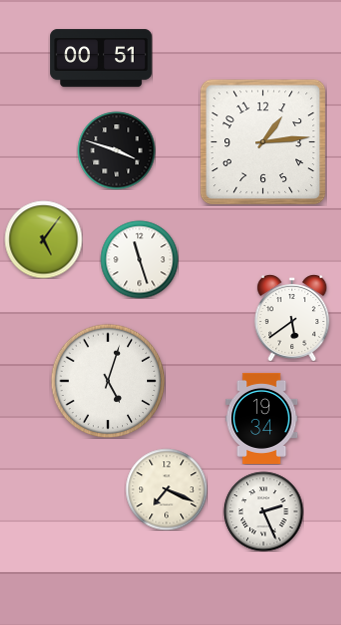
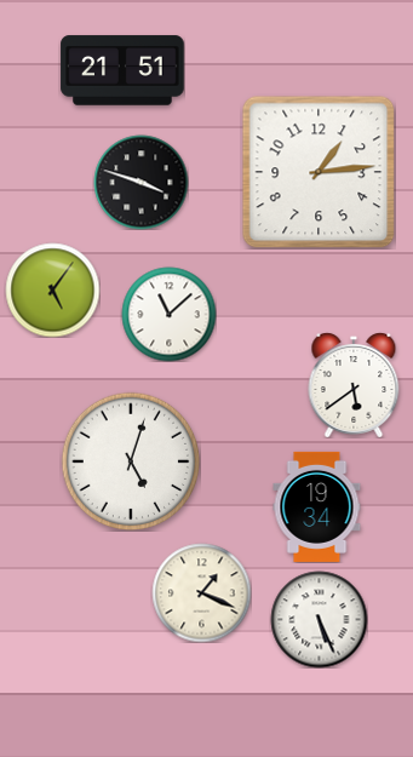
clock at (101, 58): 00:51 -> 21:51
clock at (139, 259): 11:27 -> 11:08
clock at (166, 489): 7:19 -> 1:19
clock at (263, 511): 2:26 -> 5:26
